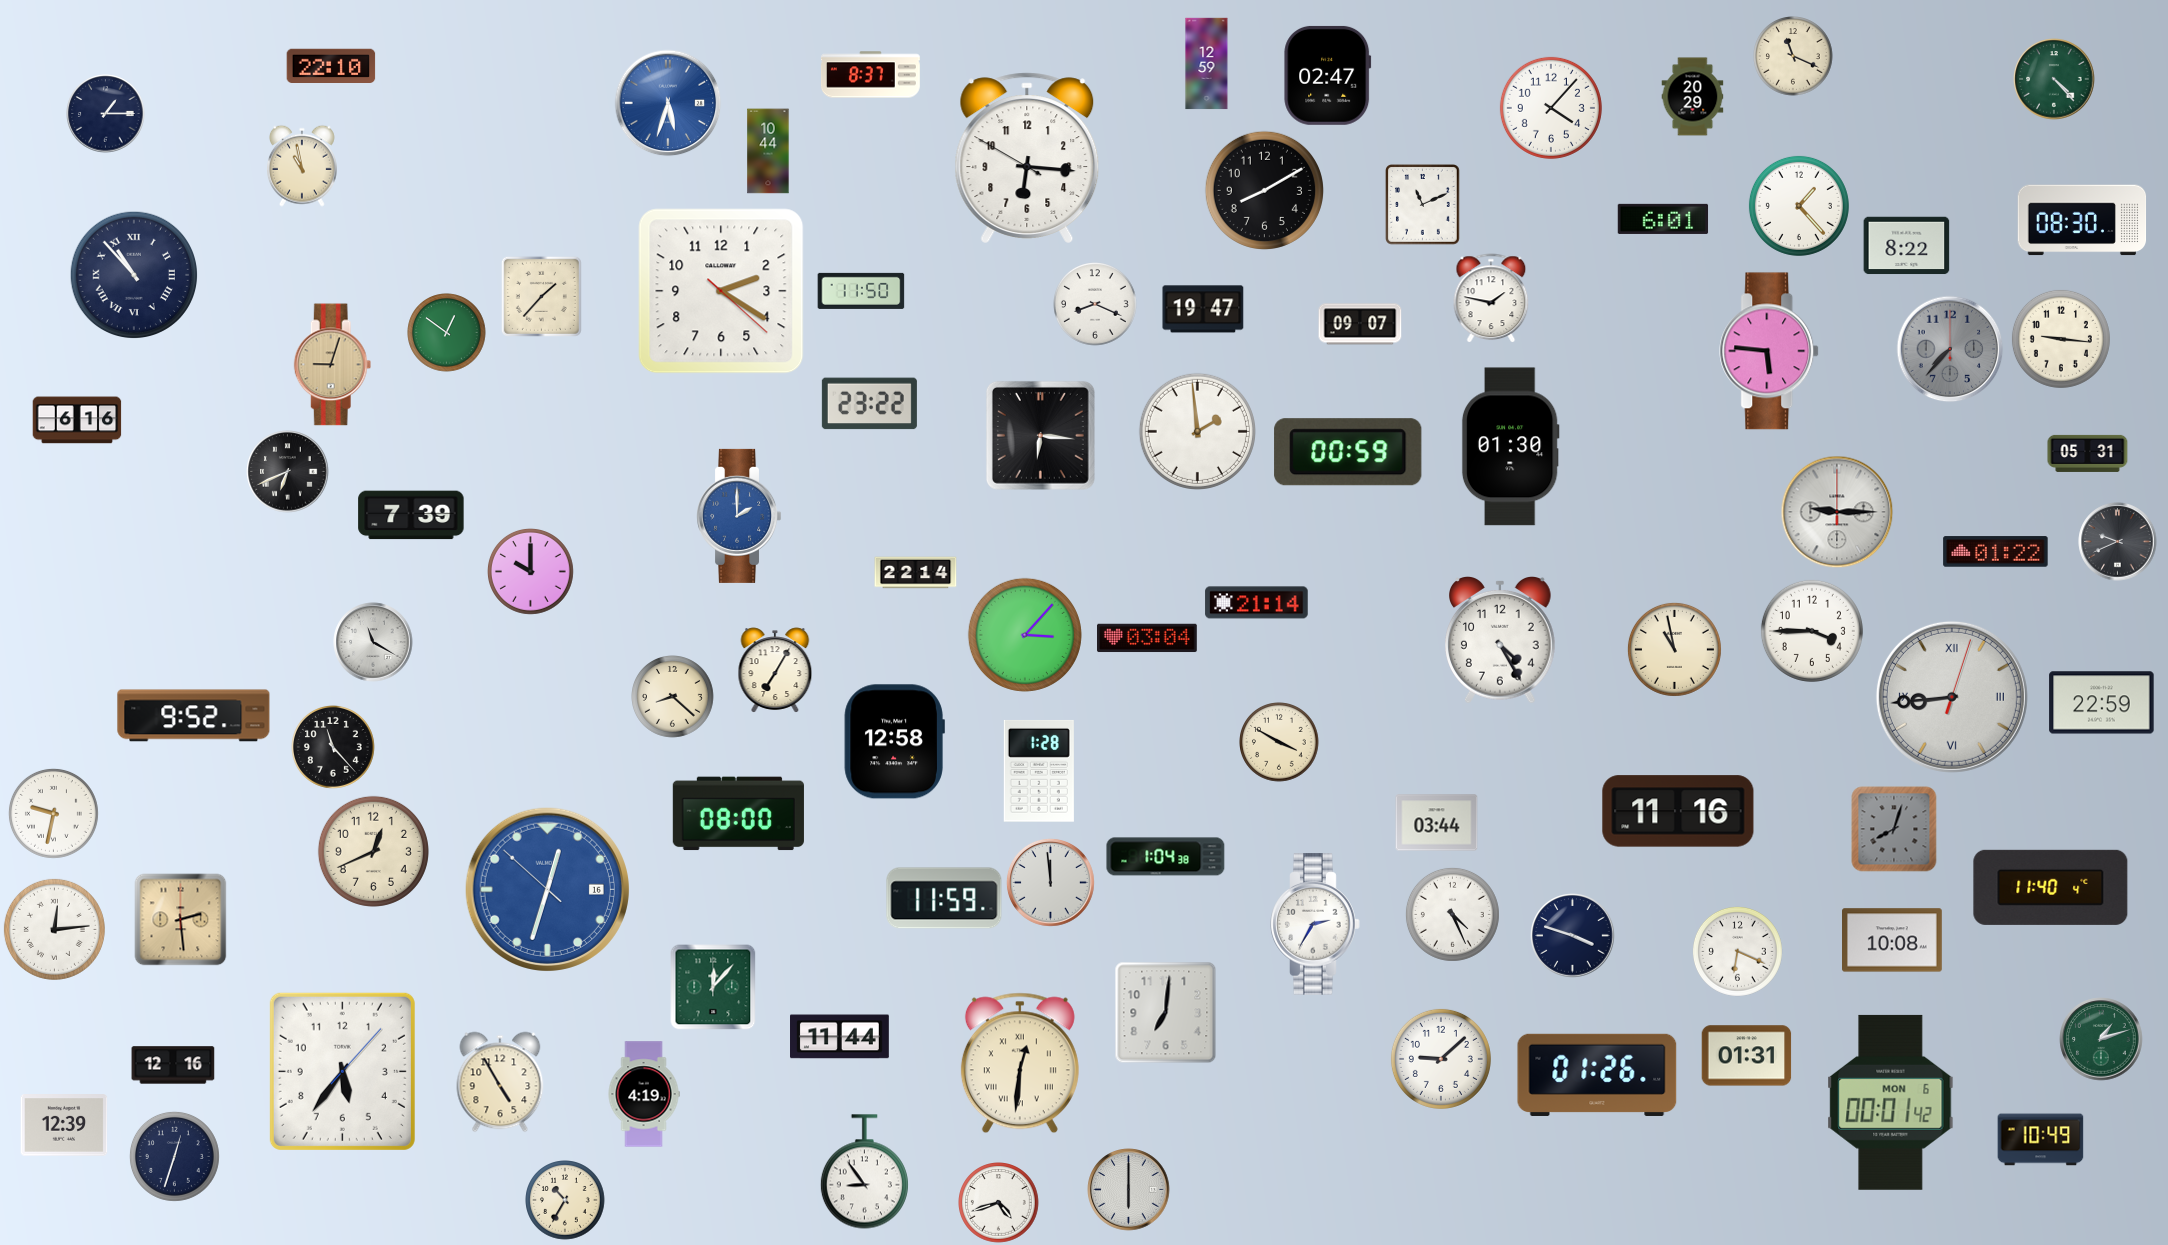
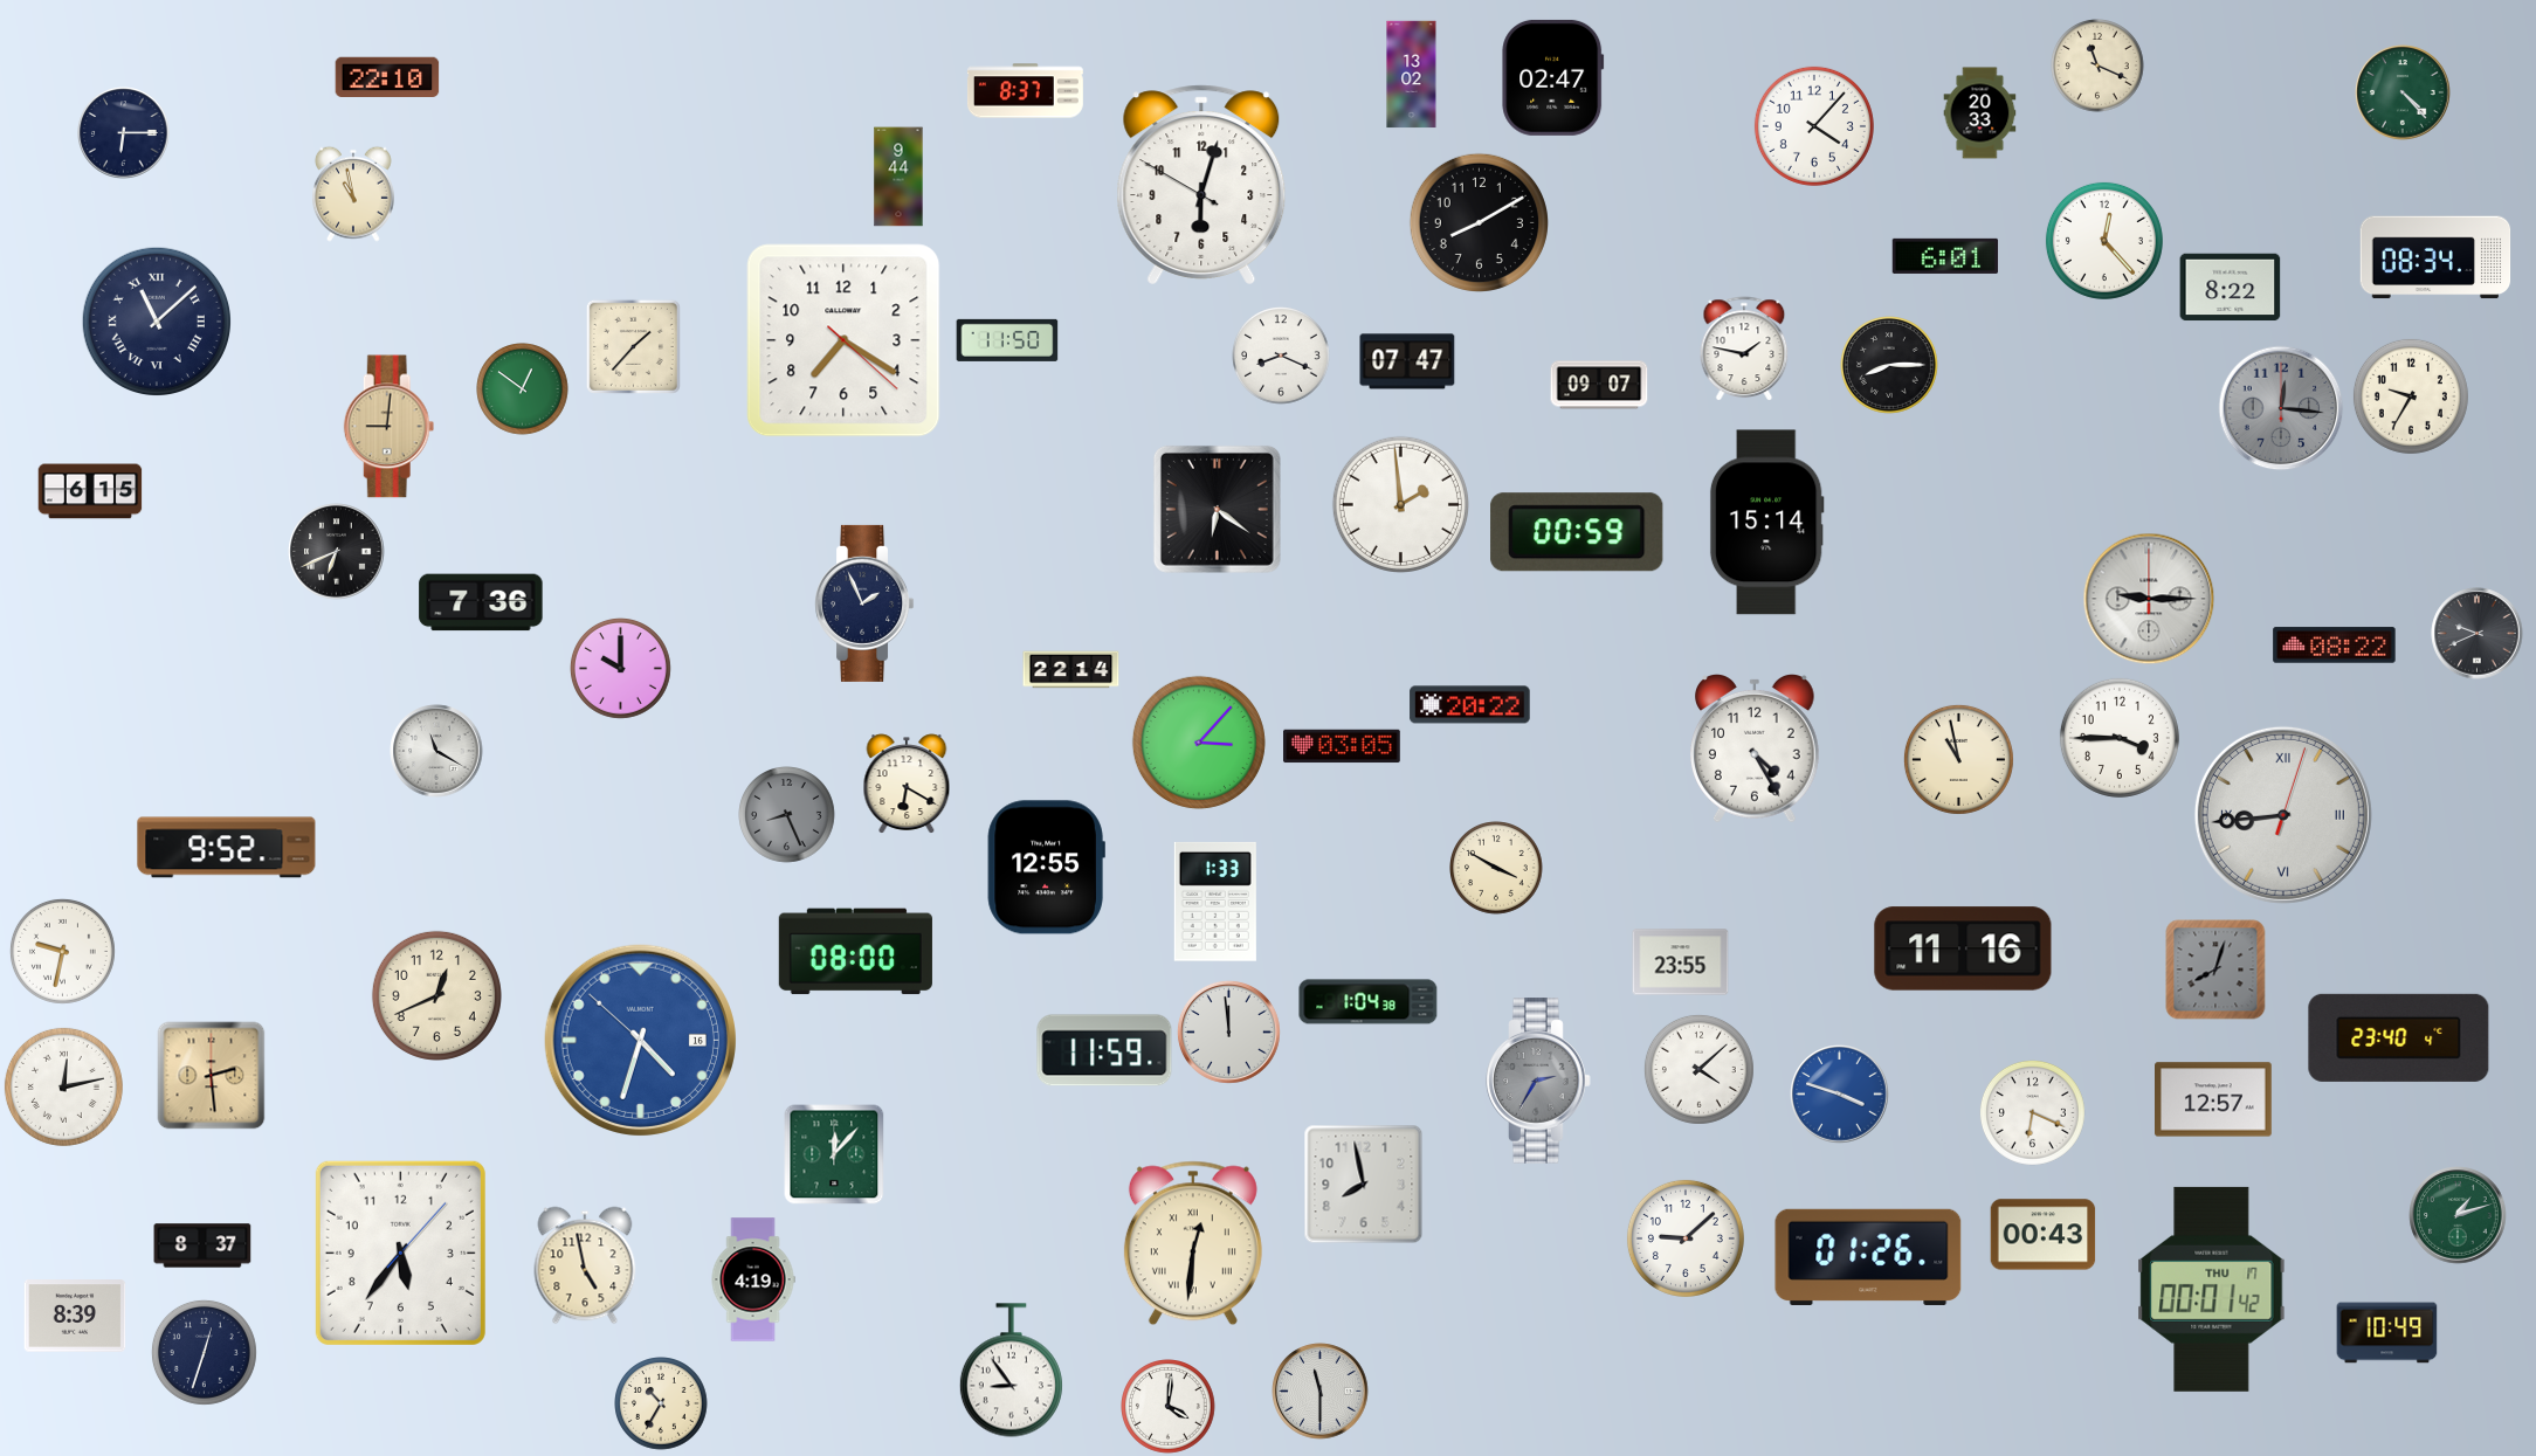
clock at (1207, 64): 12:59 -> 13:02
clock at (870, 75) position: (870, 75) -> (1025, 91)
clock at (1328, 75) position: (1328, 75) -> (1553, 77)
clock at (1693, 97): 20:29 -> 20:33
clock at (668, 103): 5:33 -> none
clock at (106, 114): 1:15 -> 6:15
clock at (768, 151): 10:44 -> 9:44
clock at (1027, 158): 6:15 -> 6:02
clock at (1423, 205): 11:11 -> none
clock at (1799, 206): 1:23 -> 12:23
clock at (2082, 220): 08:30 -> 08:34
clock at (133, 274): 10:53 -> 11:08
clock at (721, 291): 2:20 -> 7:20
clock at (1203, 309): 19:47 -> 07:47
clock at (1890, 366): none -> 8:15
clock at (1360, 324) position: (1360, 324) -> (1599, 385)
clock at (2061, 339): 9:16 -> 9:35
clock at (1950, 349): 7:37 -> 12:16
clock at (1770, 351): 5:46 -> none
clock at (333, 365): 9:03 -> 9:01
clock at (869, 404): 23:22 -> none
clock at (77, 420): 6:16 -> 6:15
clock at (1040, 435): 6:16 -> 6:21
clock at (1510, 447): 01:30 -> 15:14
clock at (1348, 452) position: (1348, 452) -> (1577, 532)
clock at (2088, 453): 05:31 -> none
clock at (411, 515): 7:39 -> 7:36
clock at (739, 516): 2:00 -> 1:56
clock at (739, 516) dial: blue -> navy
clock at (1996, 552): 01:22 -> 08:22
clock at (1257, 603): 21:14 -> 20:22
clock at (1148, 638): 03:04 -> 03:05
clock at (775, 670): 7:05 -> 6:20
clock at (673, 697): 8:22 -> 8:26
clock at (673, 697) dial: cream -> grey
clock at (2102, 703): 22:59 -> none
clock at (194, 716) position: (194, 716) -> (227, 848)
clock at (894, 742): 12:58 -> 12:55
clock at (334, 748): 11:23 -> none
clock at (1039, 771): 1:28 -> 1:33
clock at (738, 814) position: (738, 814) -> (855, 952)
clock at (1437, 823): 03:44 -> 23:55
clock at (1166, 857) position: (1166, 857) -> (1369, 1002)
clock at (2051, 887): 11:40 -> 23:40
clock at (547, 889): 12:32 -> 4:32
clock at (1452, 914): 4:26 -> 4:08
clock at (1315, 924) dial: white -> grey
clock at (54, 929): 12:14 -> 12:13
clock at (1573, 936) dial: navy -> blue
clock at (1893, 940): 10:08 -> 12:57
clock at (1166, 1013): 7:01 -> 7:58
clock at (840, 1037): 11:44 -> none
clock at (1747, 1056): 01:31 -> 00:43
clock at (173, 1065): 12:16 -> 8:37
clock at (500, 1082): 4:55 -> 4:58
clock at (1891, 1102) date: MON 6 -> THU 17
clock at (64, 1125): 12:39 -> 8:39
clock at (1129, 1190): 6:00 -> 11:30
clock at (999, 1203): 4:42 -> 4:01
